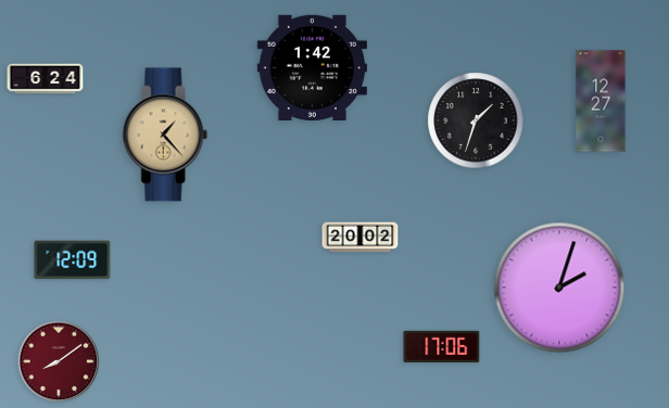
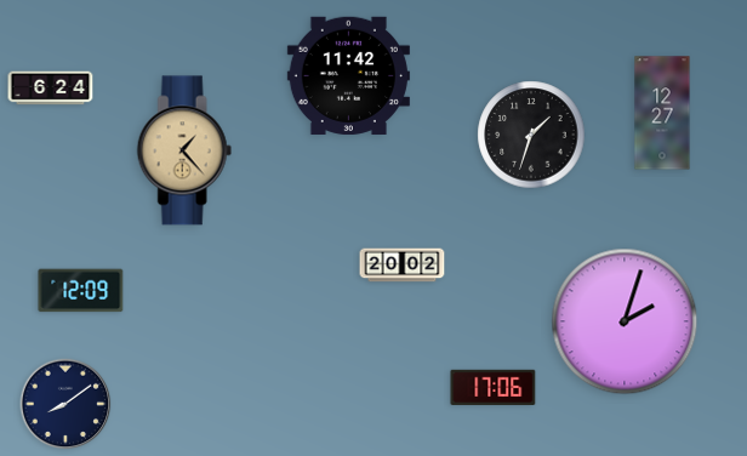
clock at (312, 67): 1:42 -> 11:42
clock at (601, 101) position: (601, 101) -> (662, 113)
clock at (59, 361) dial: burgundy -> navy
